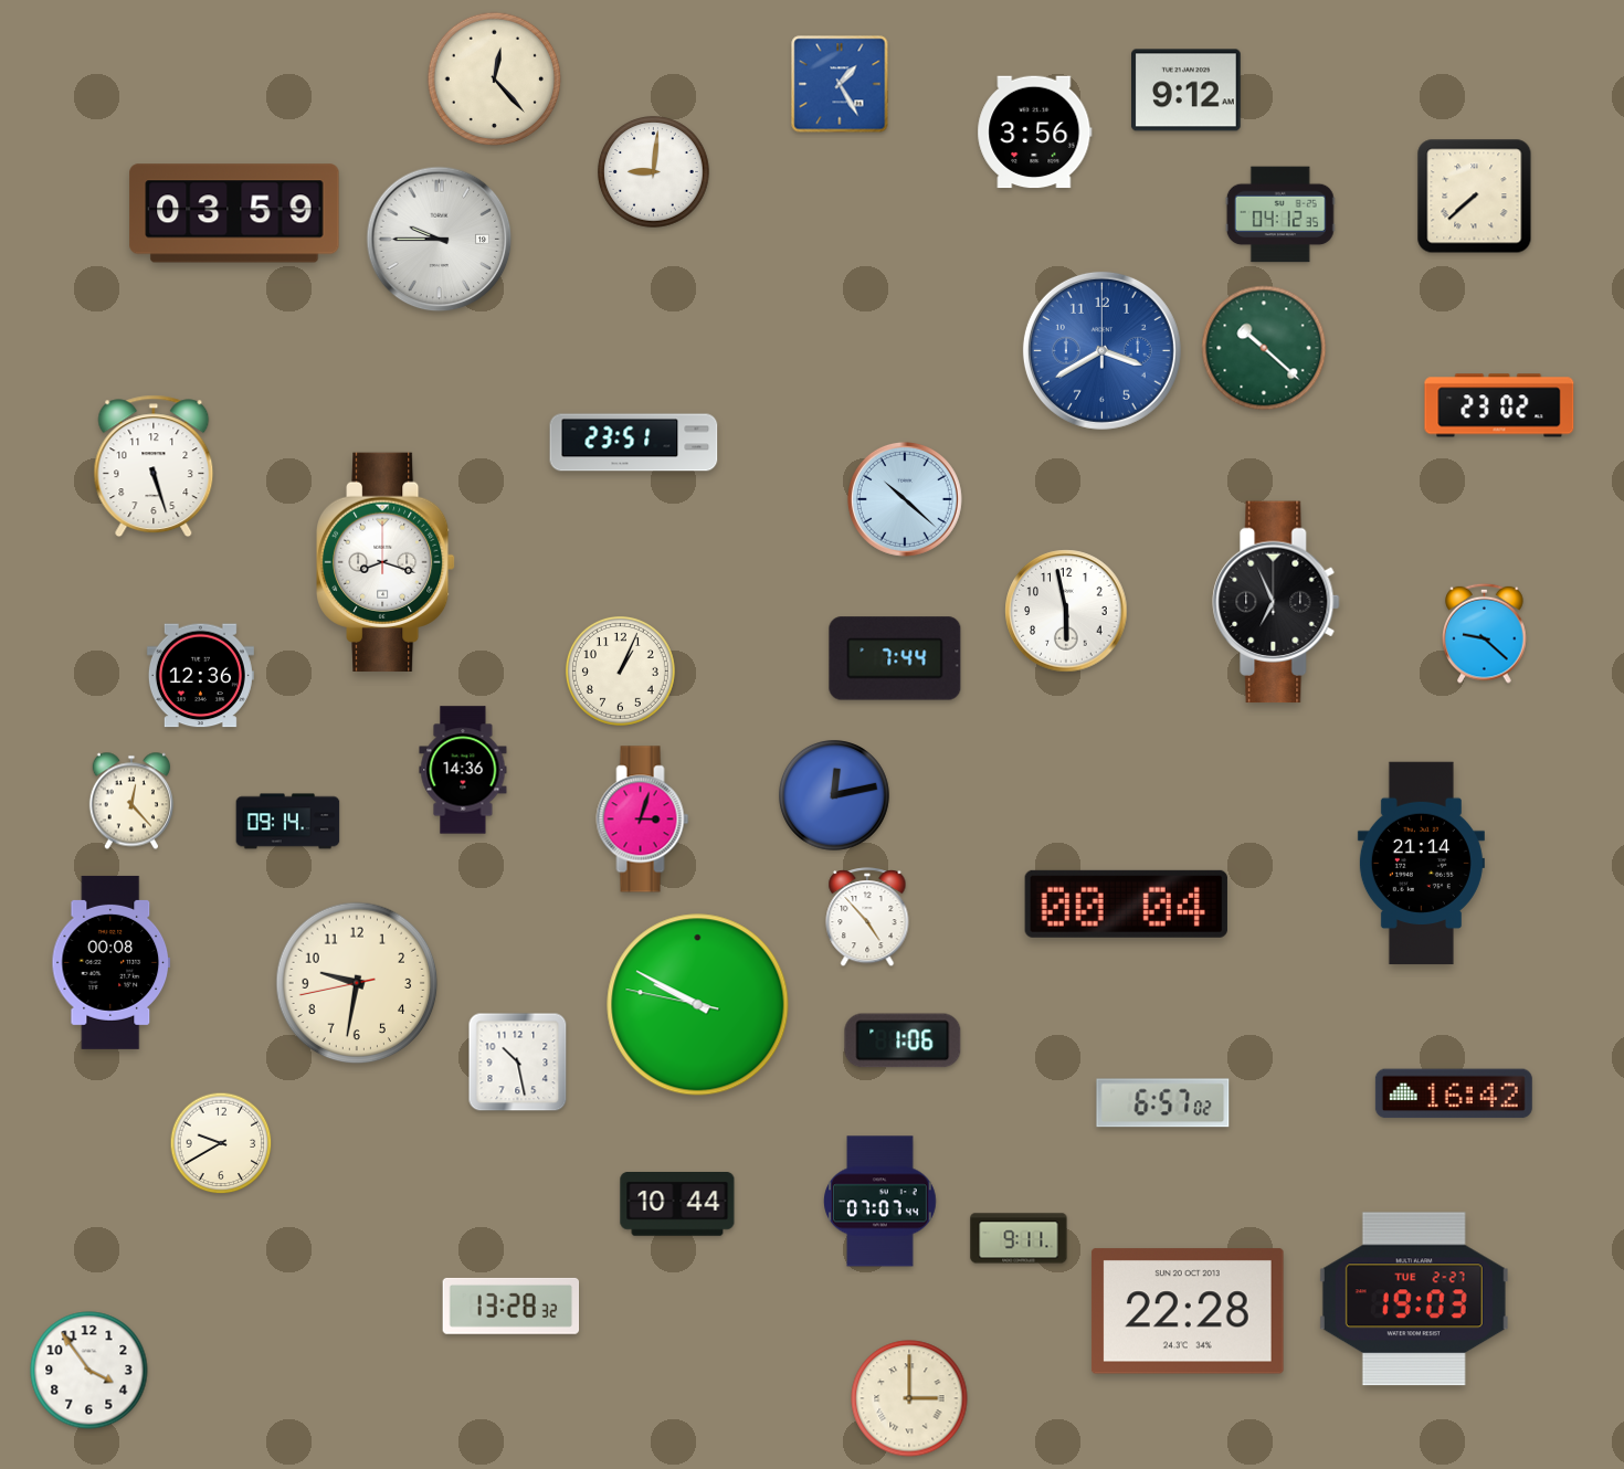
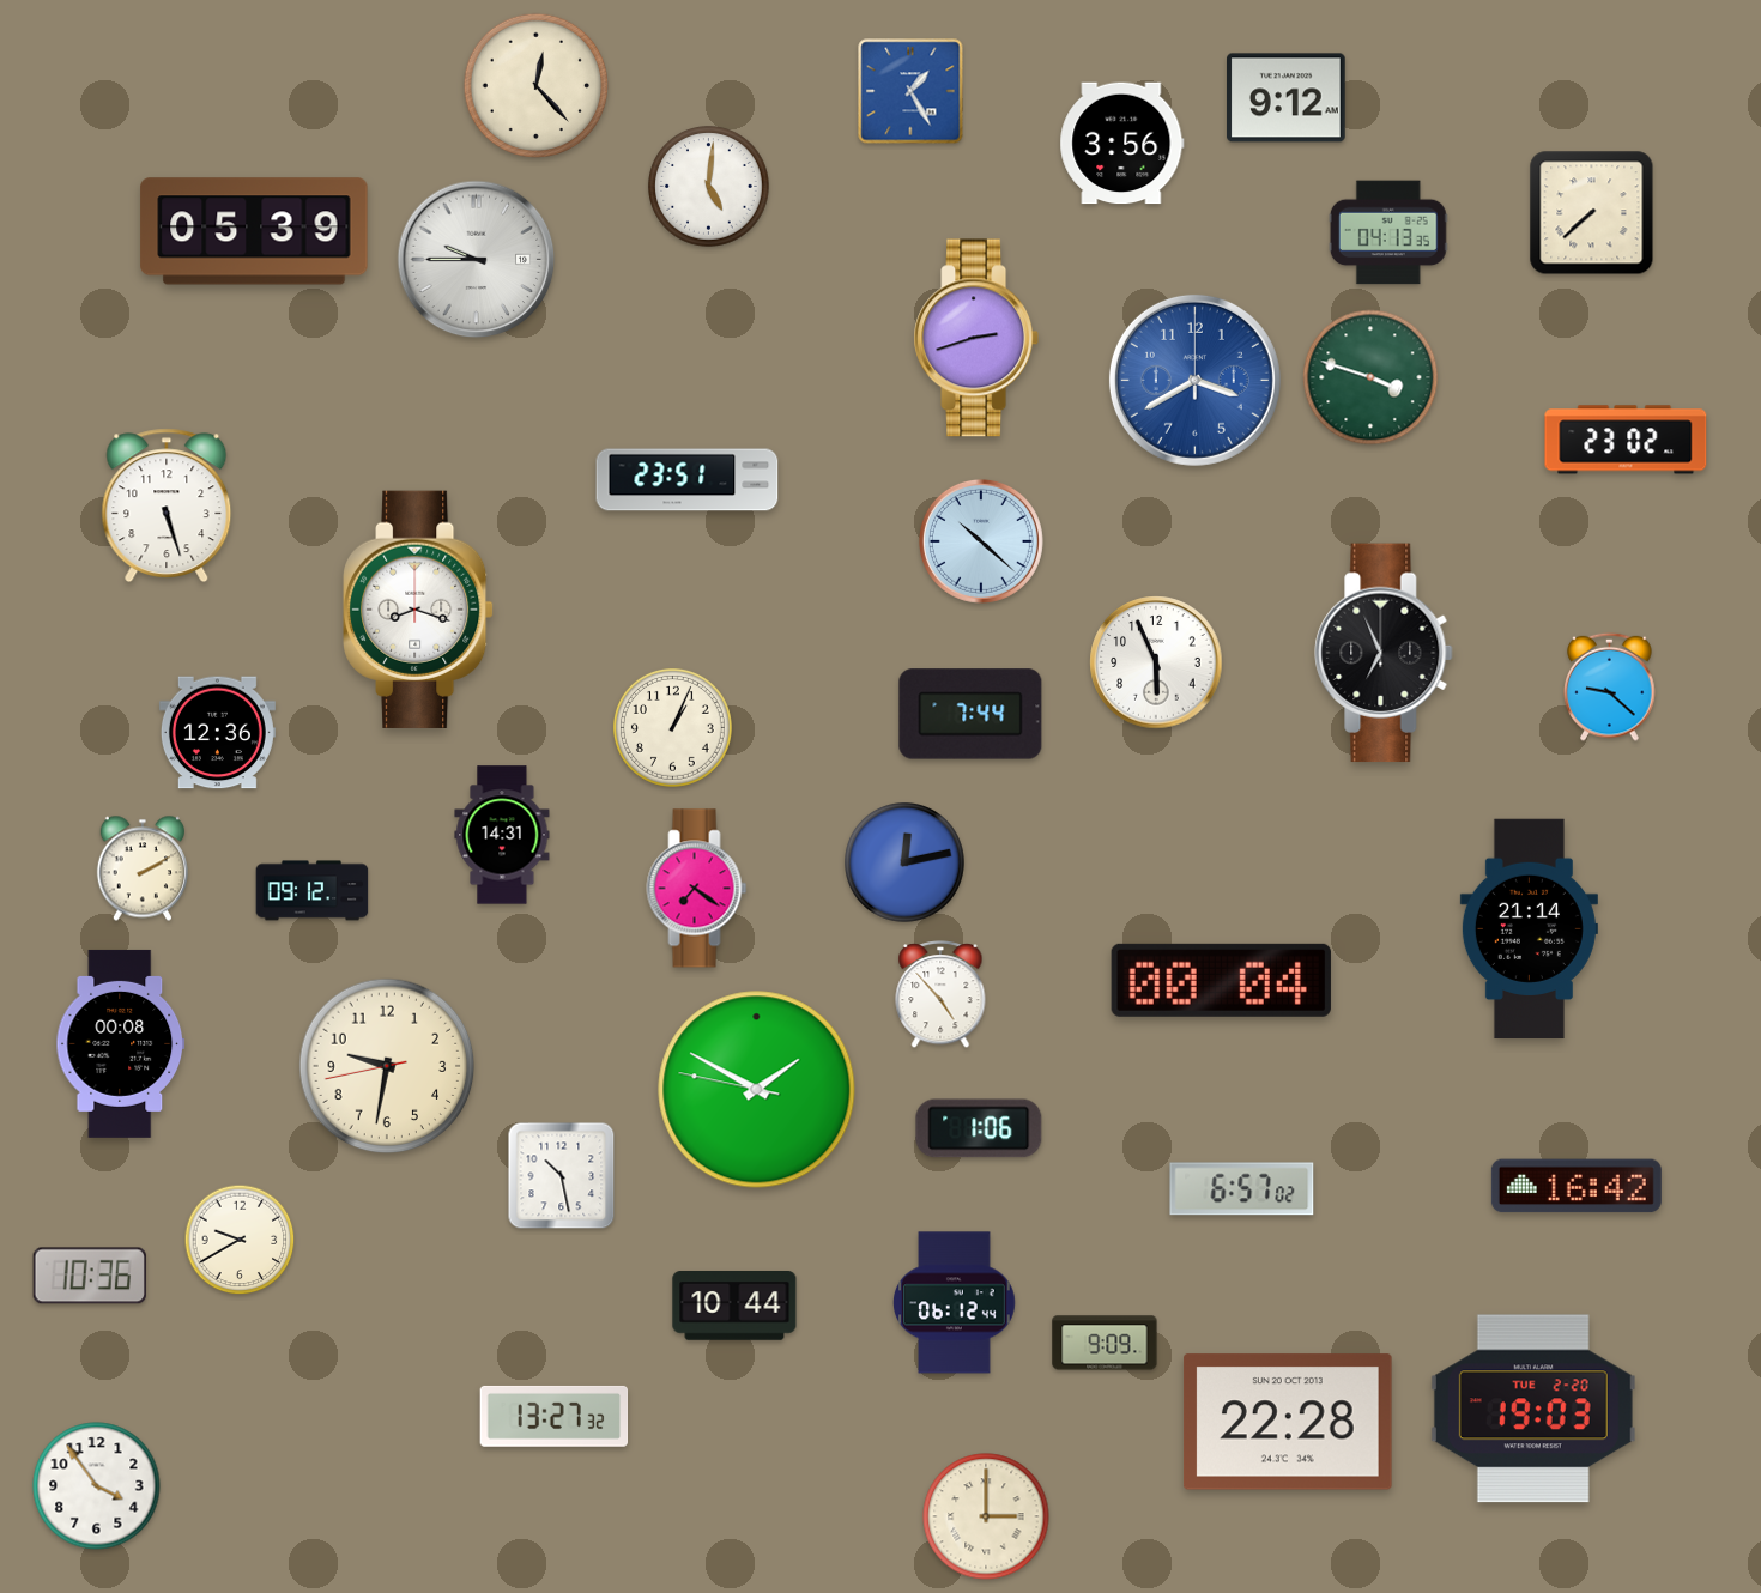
clock at (654, 172): 9:01 -> 5:01
clock at (1475, 197) position: (1475, 197) -> (1592, 213)
clock at (234, 213): 03:59 -> 05:39
clock at (1280, 214): 04:12 -> 04:13
clock at (976, 338): none -> 2:42
clock at (1264, 348): 10:22 -> 3:48
clock at (1066, 611): 5:58 -> 5:56
clock at (463, 770): 14:36 -> 14:31
clock at (131, 801): 12:23 -> 2:10
clock at (643, 820): 3:03 -> 7:21
clock at (288, 822): 09:14 -> 09:12
clock at (1421, 864) position: (1421, 864) -> (1529, 929)
clock at (698, 1005): 9:49 -> 1:49
clock at (518, 1063) position: (518, 1063) -> (562, 1176)
clock at (1163, 1103) position: (1163, 1103) -> (1242, 1189)
clock at (89, 1276): none -> 10:36
clock at (880, 1202): 07:07 -> 06:12
clock at (1019, 1238): 9:11 -> 9:09
clock at (1414, 1299) date: TUE 2-27 -> TUE 2-20
clock at (512, 1306): 13:28 -> 13:27
